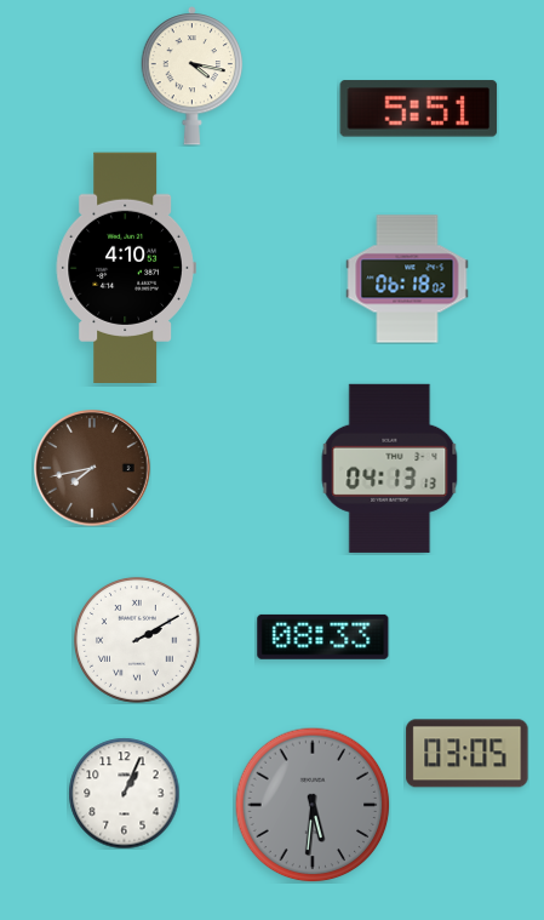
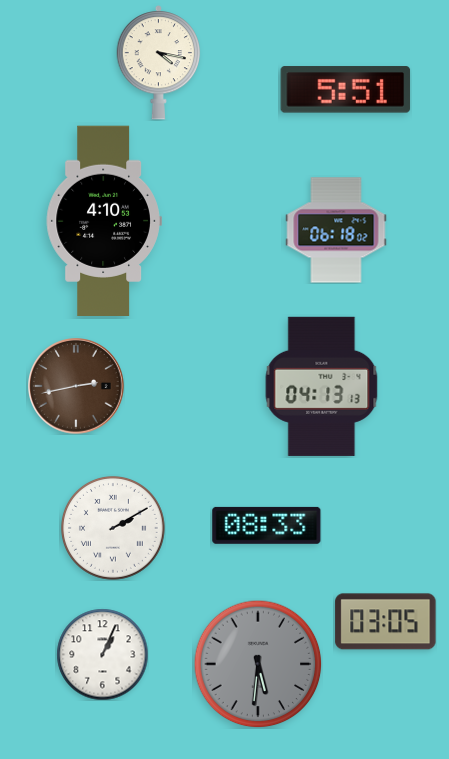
clock at (93, 469): 7:43 -> 2:43
